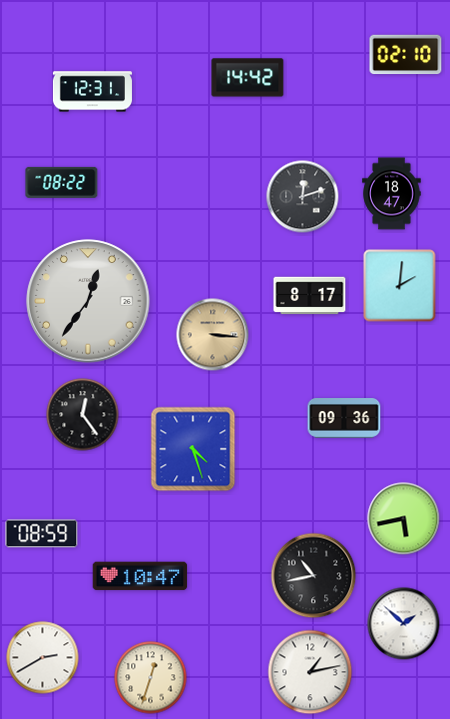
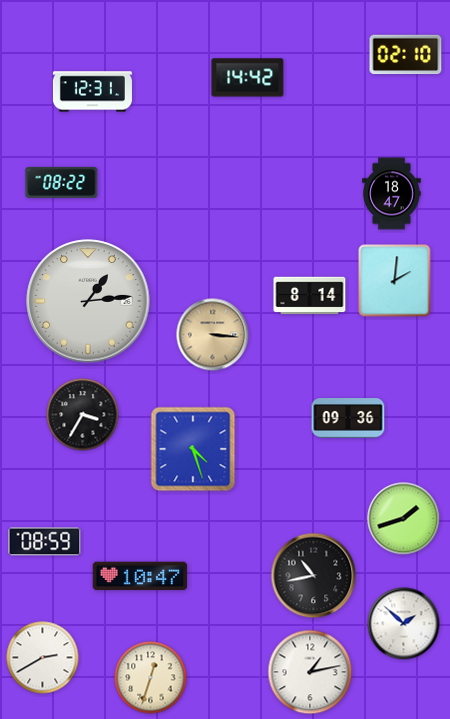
clock at (303, 197): 12:12 -> none
clock at (400, 286) position: (400, 286) -> (395, 281)
clock at (310, 296): 8:17 -> 8:14
clock at (88, 301): 12:36 -> 1:14
clock at (83, 415): 12:24 -> 3:35
clock at (344, 418) position: (344, 418) -> (348, 418)
clock at (404, 519): 5:43 -> 1:42
clock at (42, 534) position: (42, 534) -> (45, 542)
